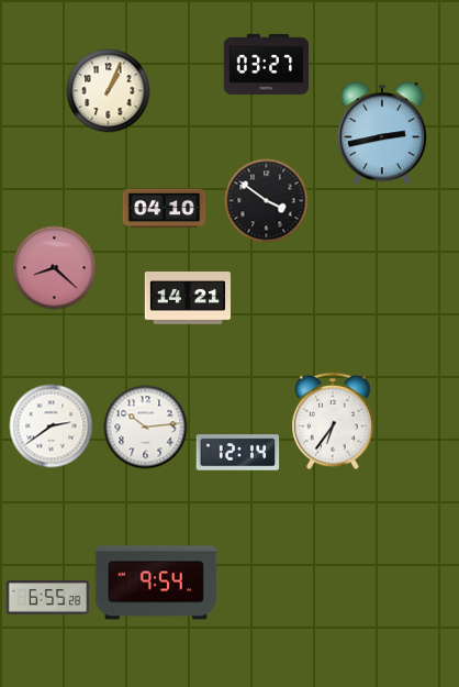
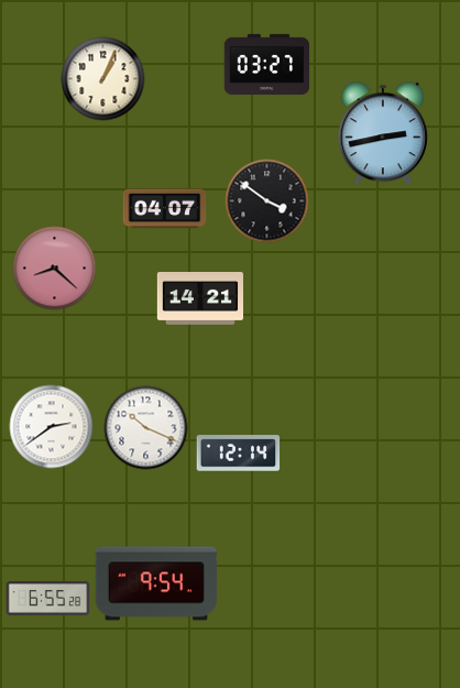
clock at (109, 91) position: (109, 91) -> (103, 79)
clock at (165, 209): 04:10 -> 04:07
clock at (188, 299) position: (188, 299) -> (200, 299)
clock at (333, 421): 6:36 -> none
clock at (146, 428): 10:14 -> 10:19
